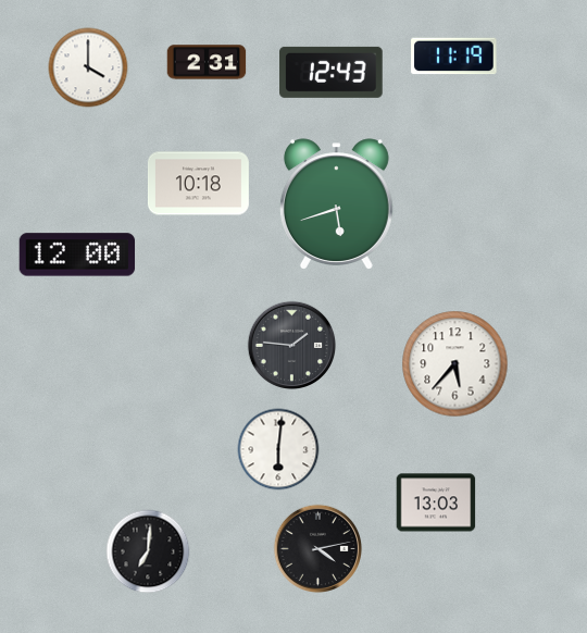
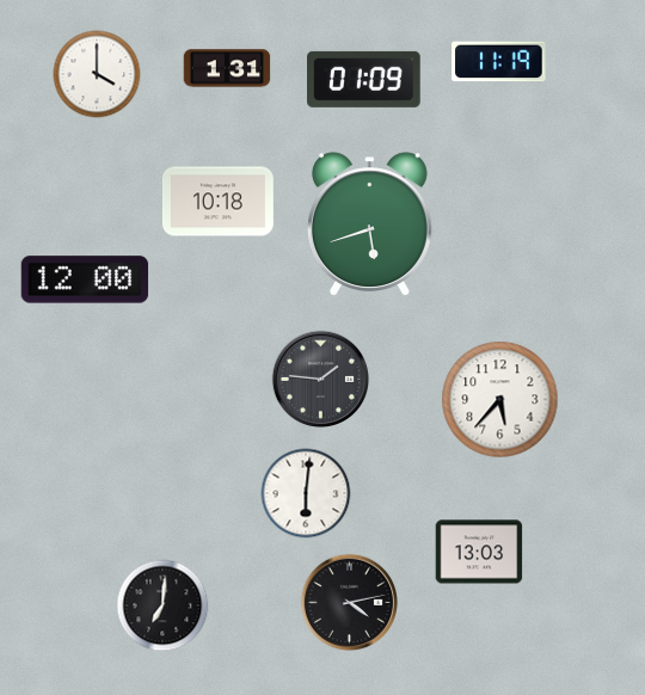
clock at (207, 62): 2:31 -> 1:31
clock at (332, 72): 12:43 -> 01:09
